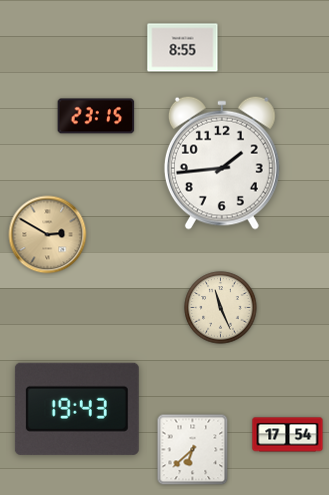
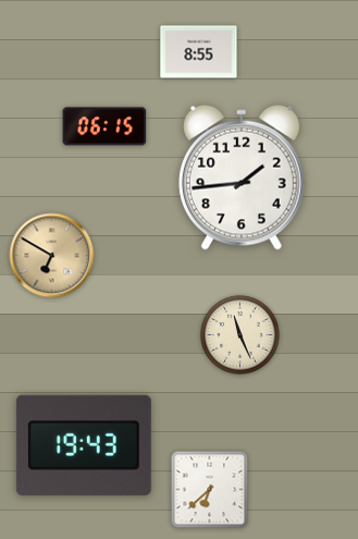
clock at (96, 116): 23:15 -> 06:15
clock at (48, 235): 2:50 -> 6:50
clock at (288, 435): 17:54 -> none
